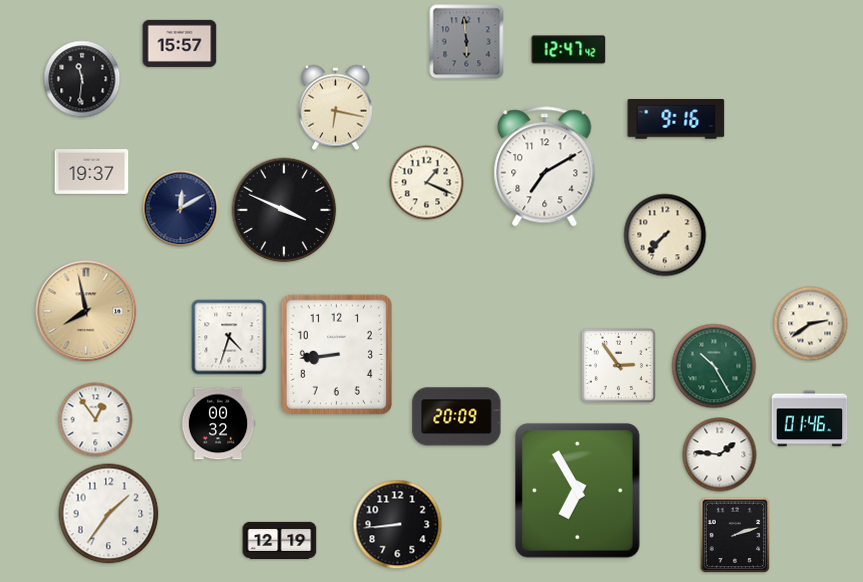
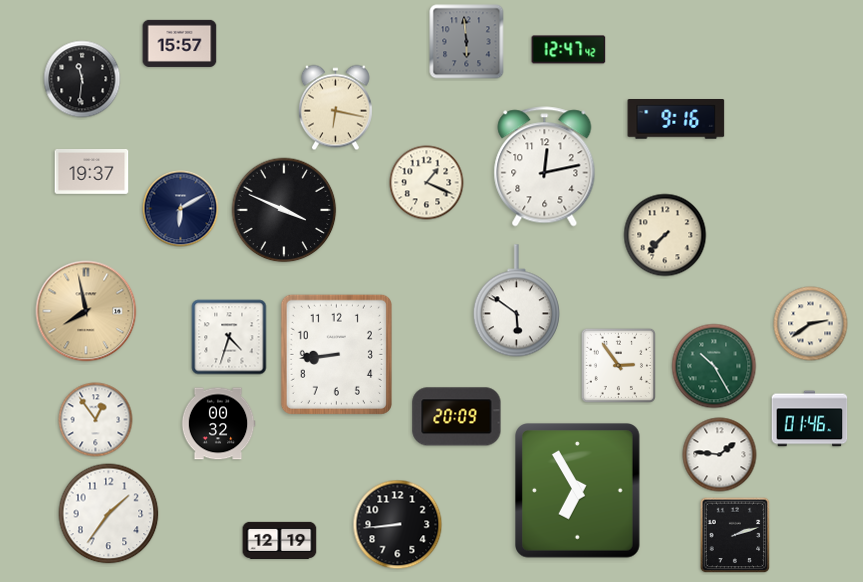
clock at (545, 167): 7:10 -> 12:13
clock at (181, 209): 12:10 -> 6:10
clock at (516, 301): none -> 5:51
